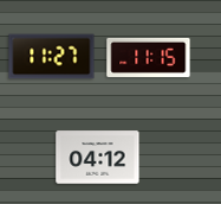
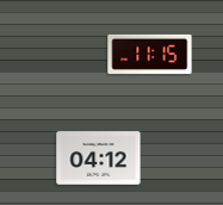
clock at (52, 57): 11:27 -> none
clock at (149, 57) position: (149, 57) -> (150, 54)
